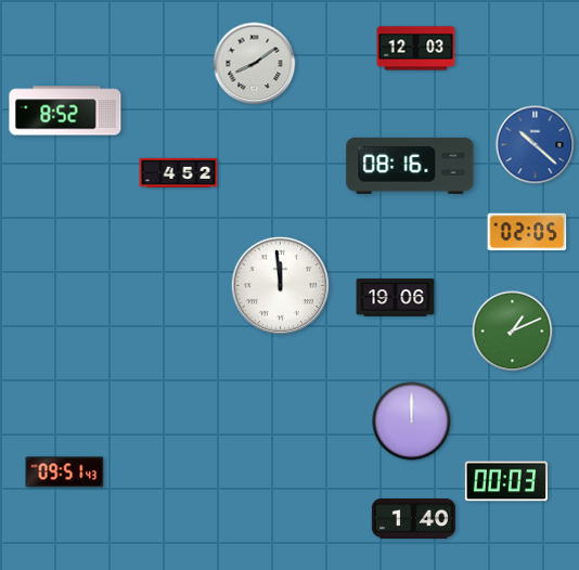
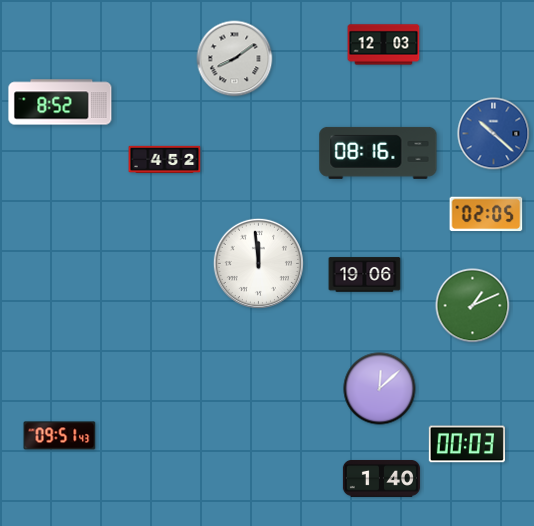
clock at (412, 422): 12:00 -> 12:08
